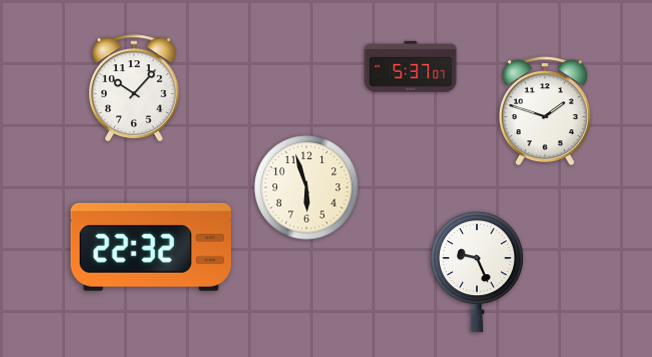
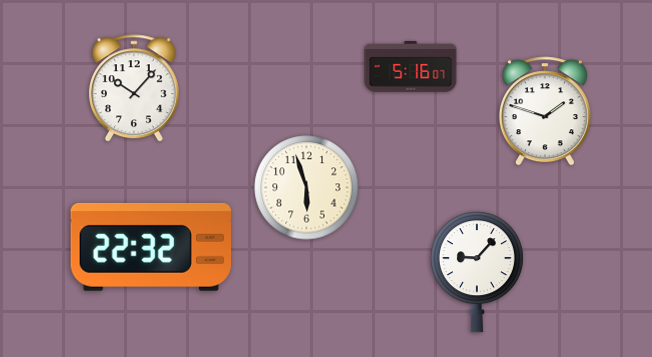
clock at (411, 66): 5:37 -> 5:16
clock at (477, 272): 9:26 -> 9:07
